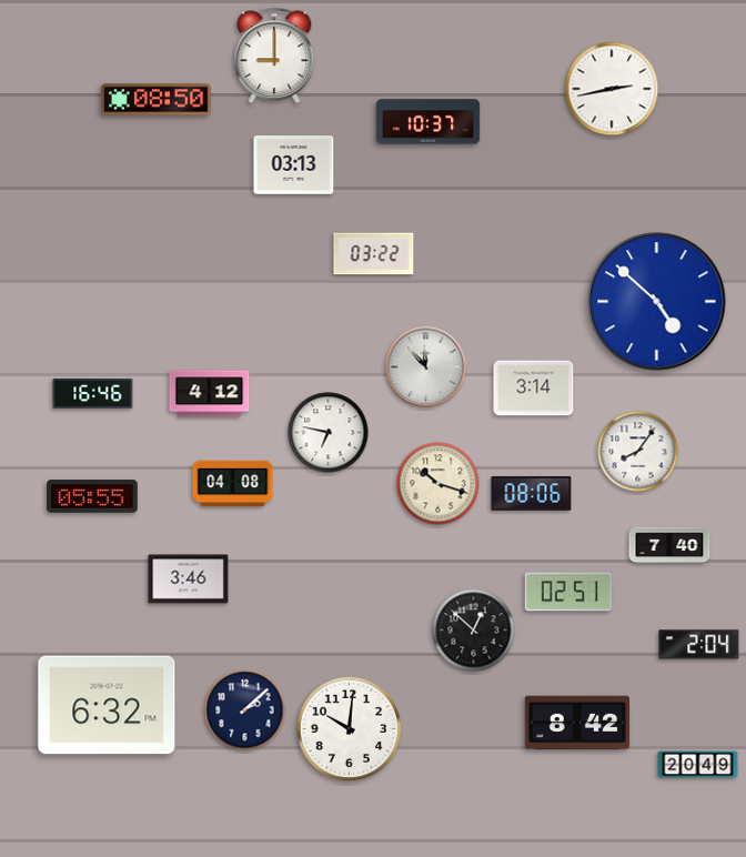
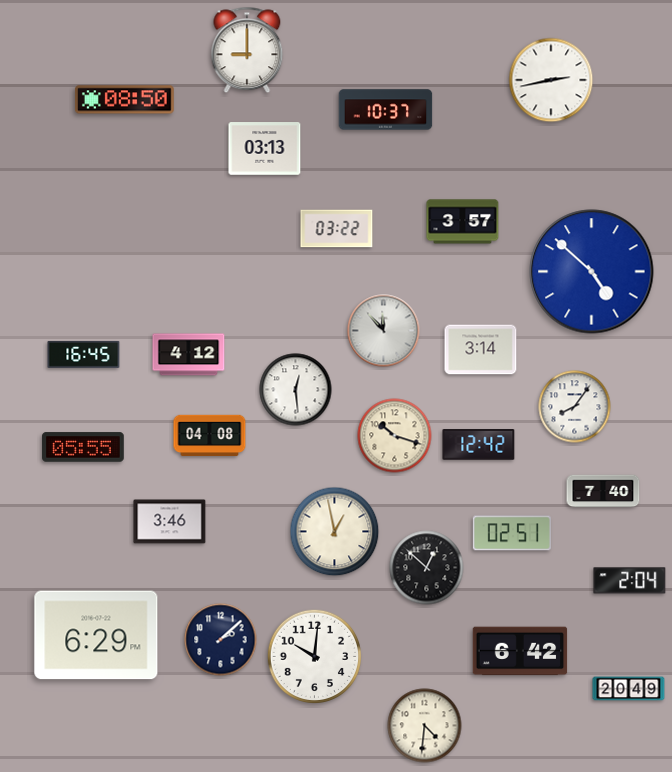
clock at (155, 100) position: (155, 100) -> (124, 100)
clock at (463, 222): none -> 3:57
clock at (93, 393): 16:46 -> 16:45
clock at (329, 433): 6:47 -> 12:29
clock at (532, 494): 08:06 -> 12:42
clock at (335, 532): none -> 12:58
clock at (107, 705): 6:32 -> 6:29
clock at (577, 723): 8:42 -> 6:42
clock at (425, 726): none -> 4:31
